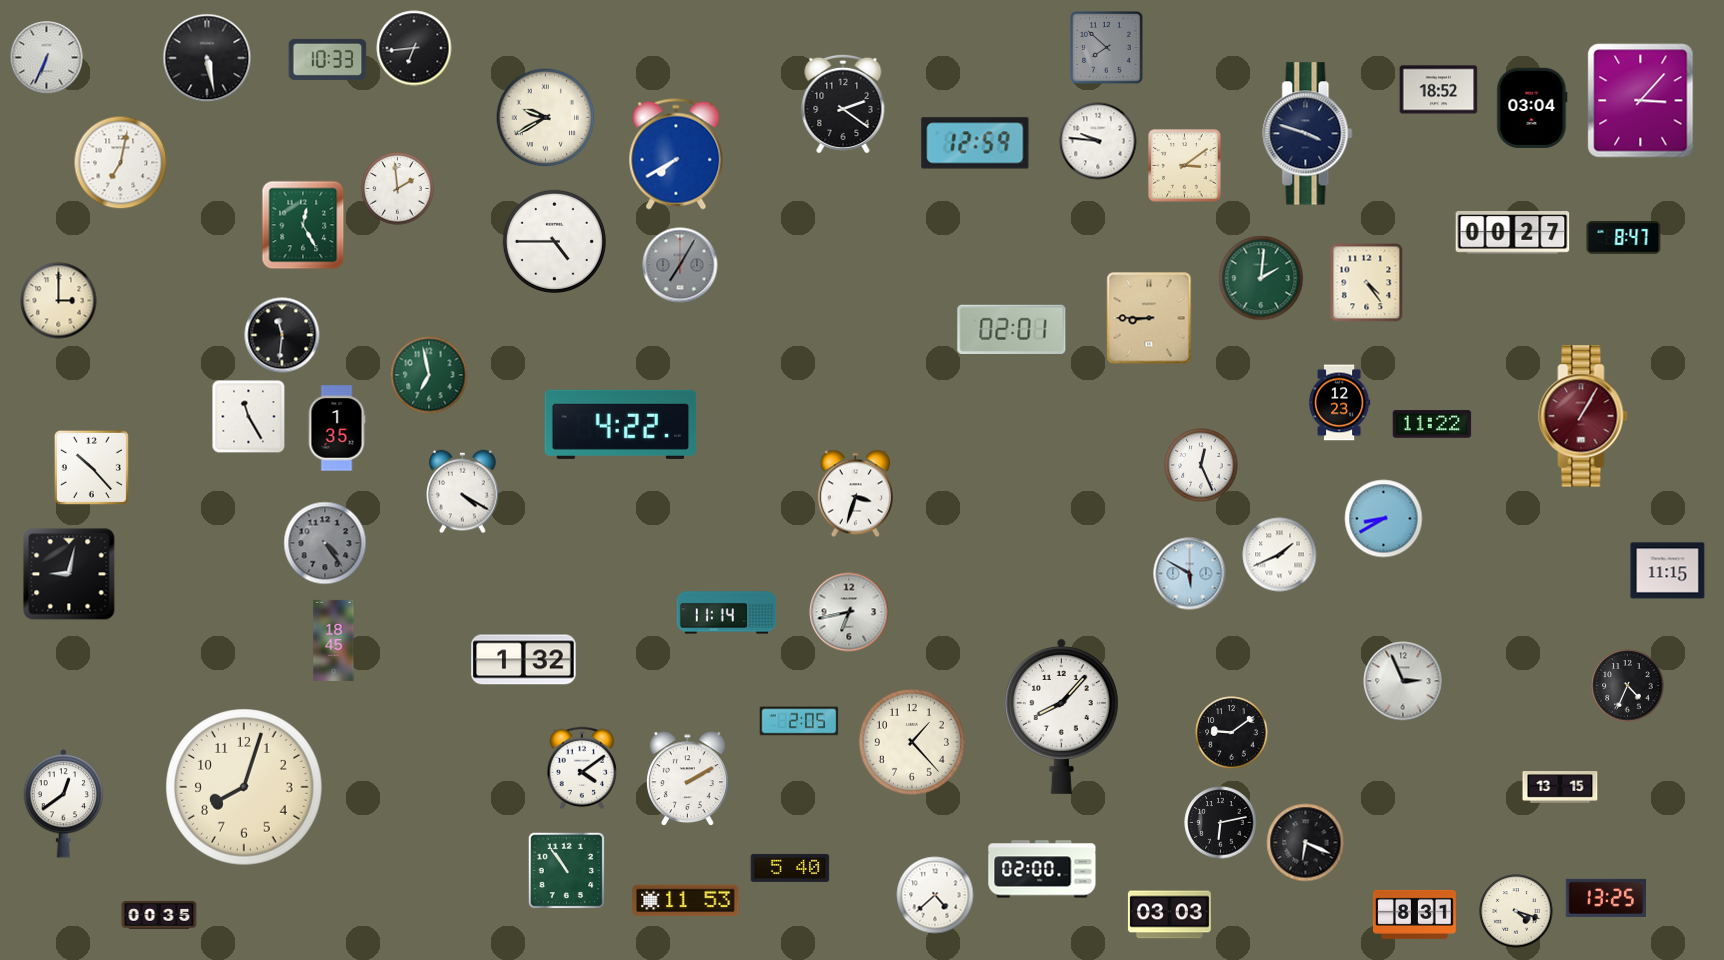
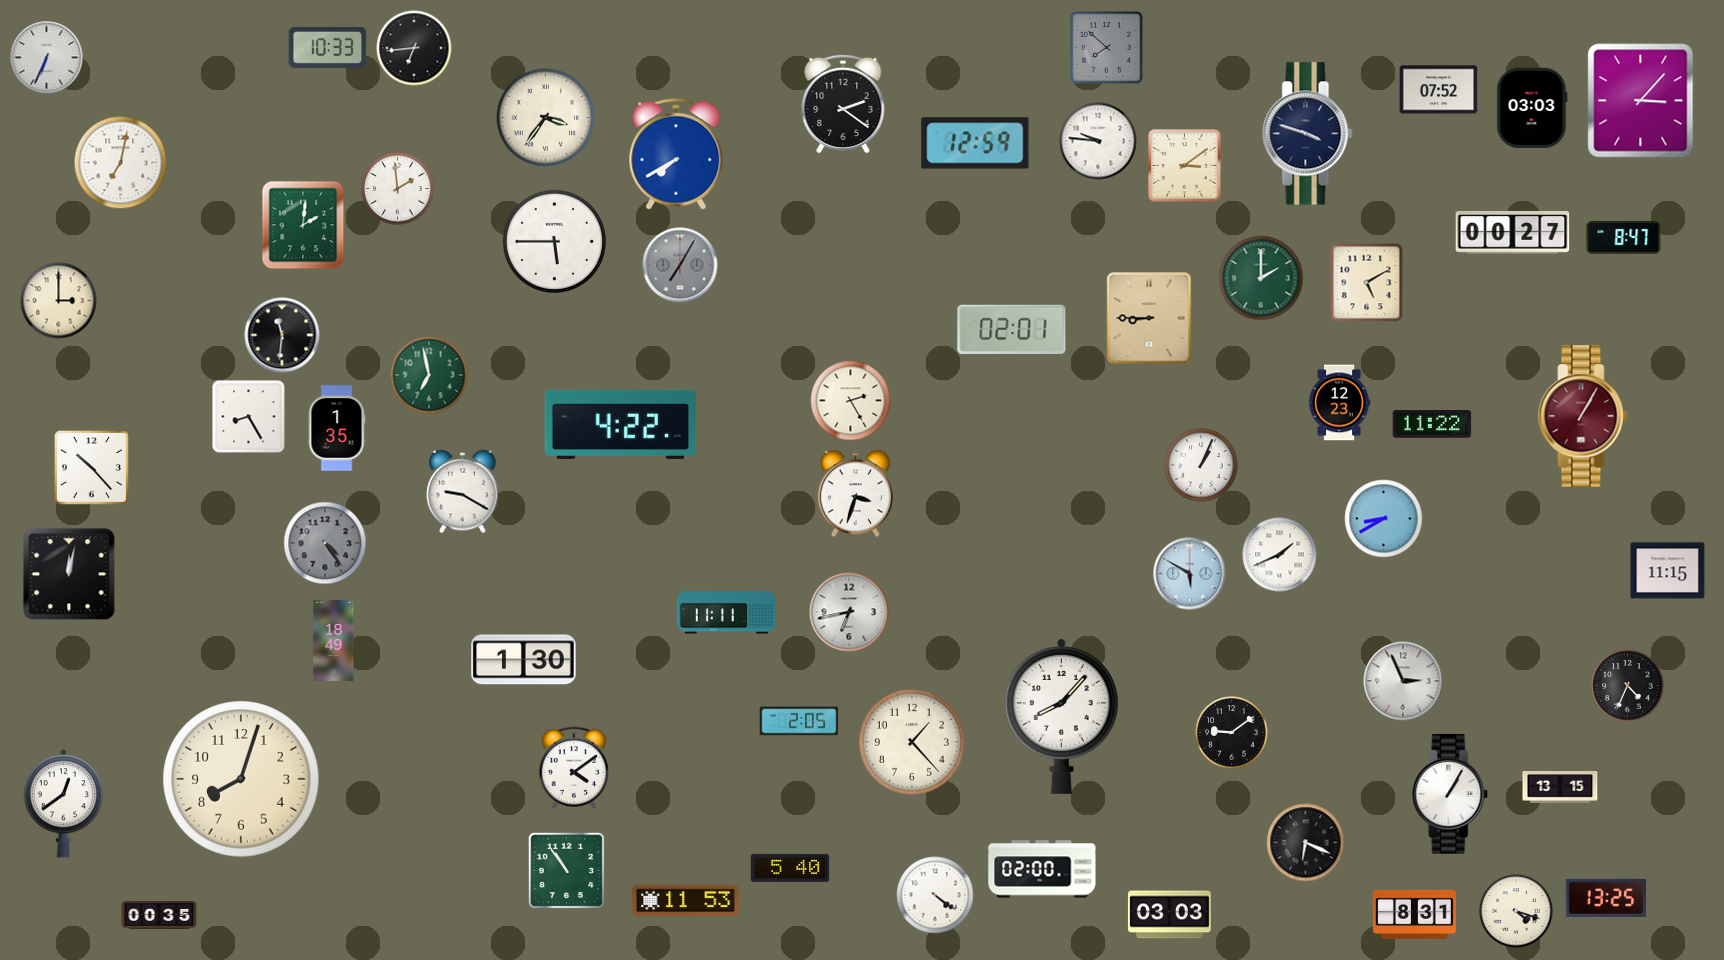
clock at (207, 58): 5:28 -> none
clock at (328, 59) position: (328, 59) -> (328, 47)
clock at (1439, 90): 18:52 -> 07:52
clock at (1532, 107): 03:04 -> 03:03
clock at (546, 118): 9:40 -> 3:36
clock at (303, 225): 12:25 -> 2:01
clock at (554, 241): 4:45 -> 5:45
clock at (1261, 278): 2:01 -> 2:00
clock at (1367, 283): 4:24 -> 5:10
clock at (851, 401): none -> 2:25
clock at (249, 417): 11:25 -> 8:25
clock at (1201, 465): 12:26 -> 1:04
clock at (463, 492): 4:20 -> 9:20
clock at (69, 574): 9:02 -> 12:02
clock at (726, 613): 11:14 -> 11:11
clock at (334, 640): 18:45 -> 18:49
clock at (524, 660): 1:32 -> 1:30
clock at (582, 768) position: (582, 768) -> (574, 768)
clock at (688, 779): 2:10 -> none
clock at (244, 787) position: (244, 787) -> (241, 779)
clock at (1450, 794): none -> 1:05
clock at (1221, 823): 6:13 -> none
clock at (935, 895): 4:38 -> 4:21
